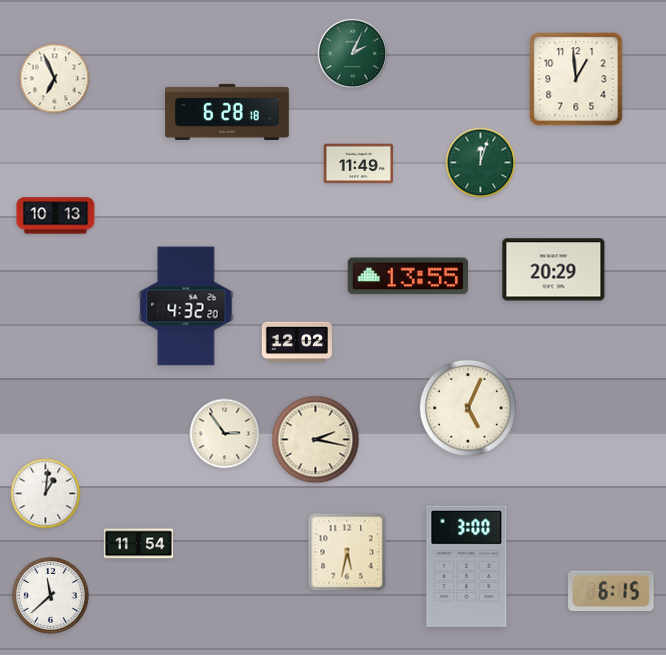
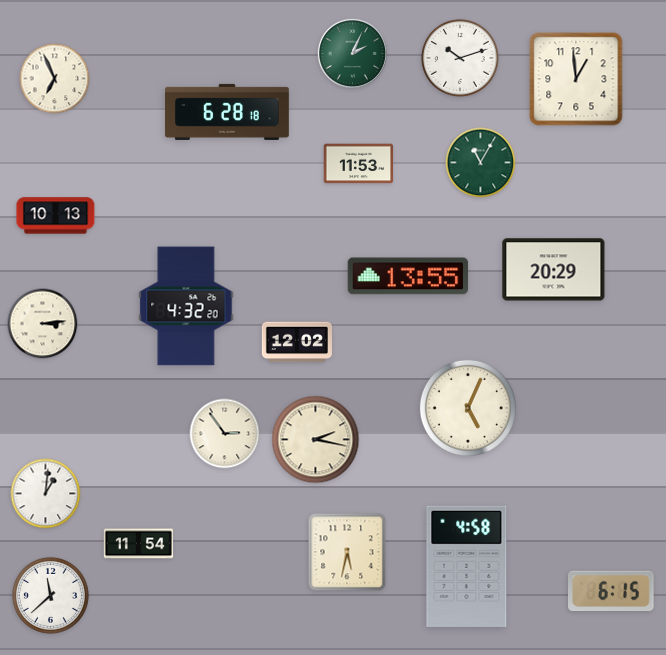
clock at (461, 59): none -> 10:12
clock at (481, 163): 12:03 -> 11:05
clock at (359, 164): 11:49 -> 11:53
clock at (43, 324): none -> 3:14
clock at (467, 566): 3:00 -> 4:58
